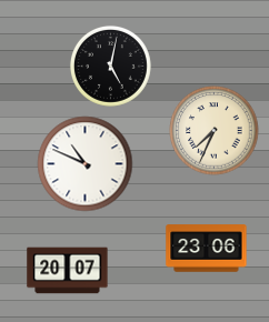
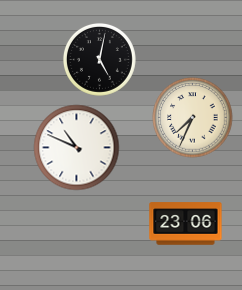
clock at (68, 271): 20:07 -> none
